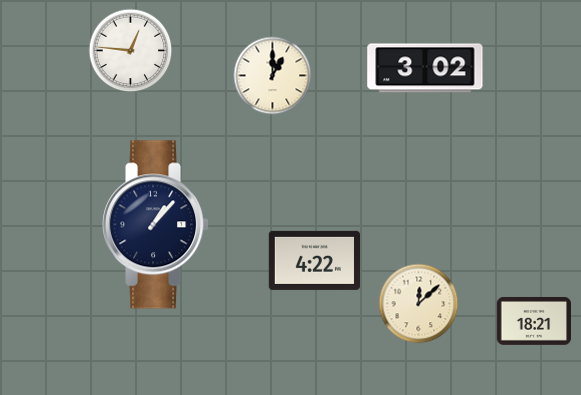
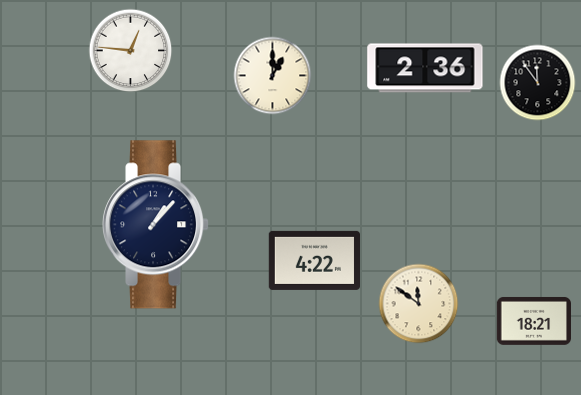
clock at (425, 68): 3:02 -> 2:36
clock at (538, 83): none -> 11:54
clock at (419, 304): 12:08 -> 11:51
